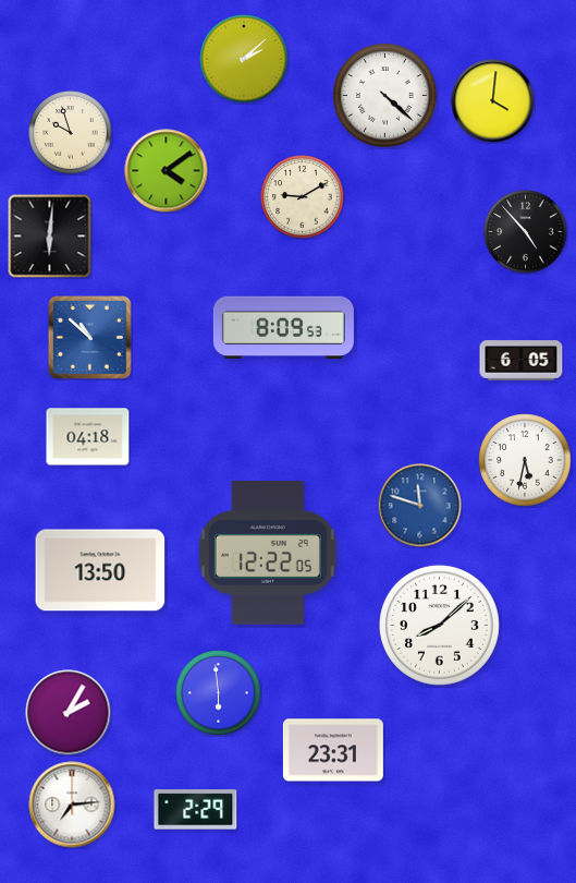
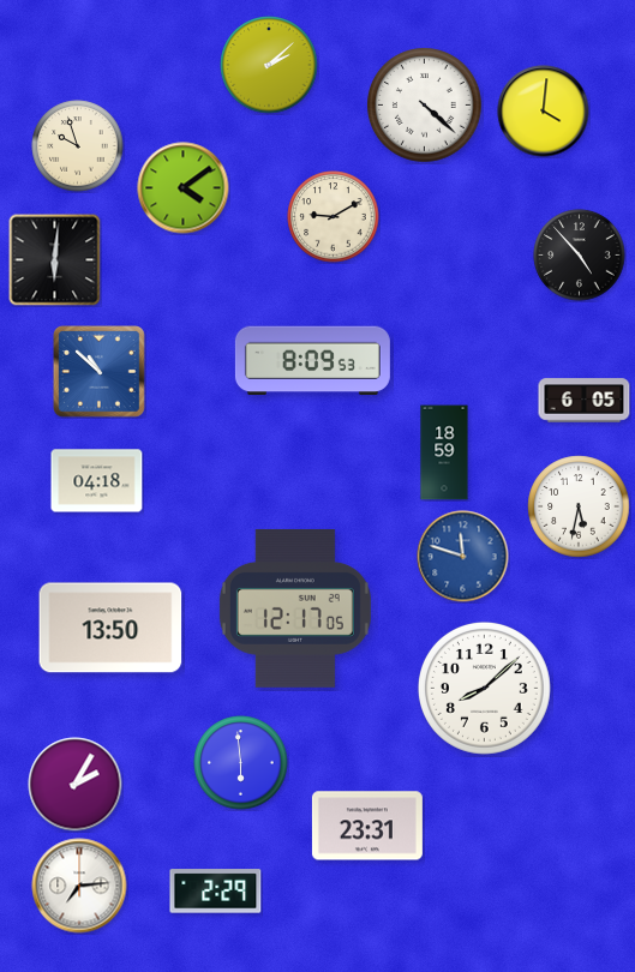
clock at (522, 361) position: (522, 361) -> (585, 401)
clock at (444, 452): none -> 18:59
clock at (268, 553): 12:22 -> 12:17
